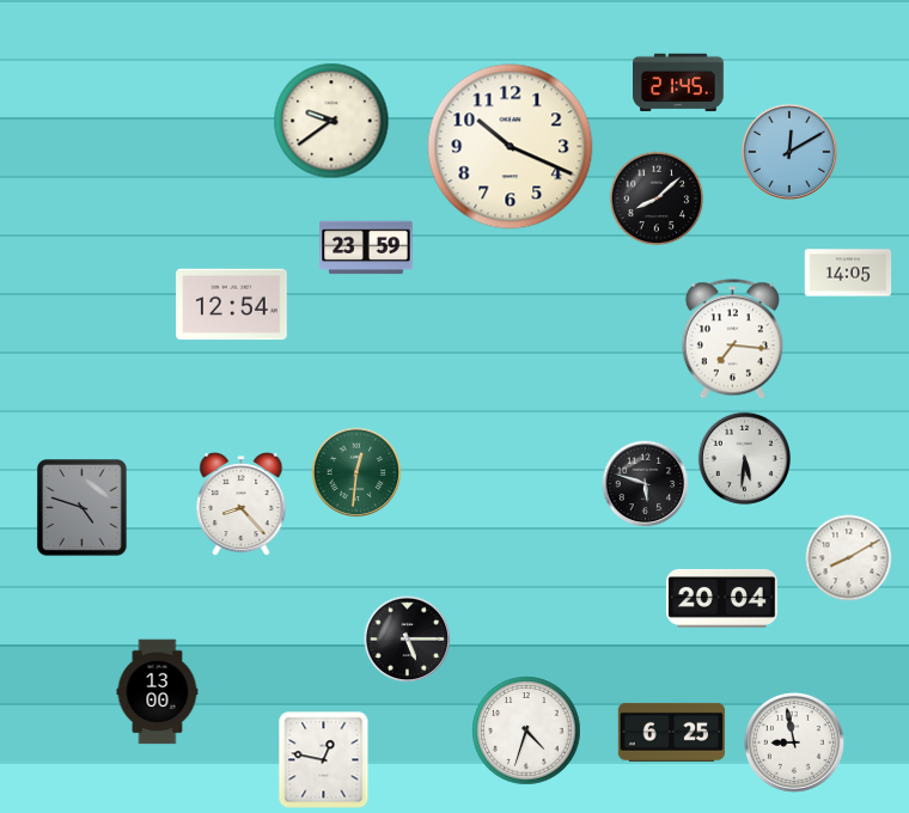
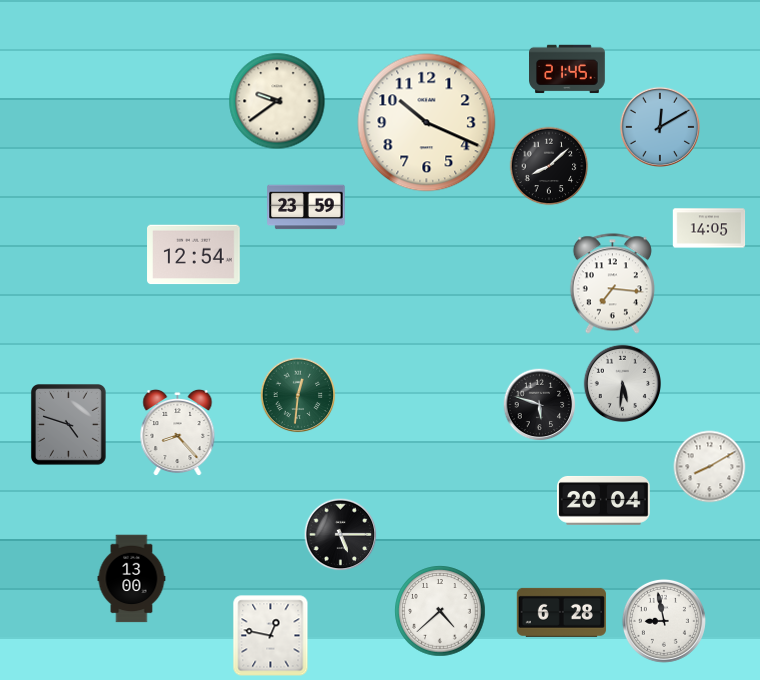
clock at (242, 505) position: (242, 505) -> (178, 433)
clock at (526, 731): 4:33 -> 4:38
clock at (671, 732): 6:25 -> 6:28
